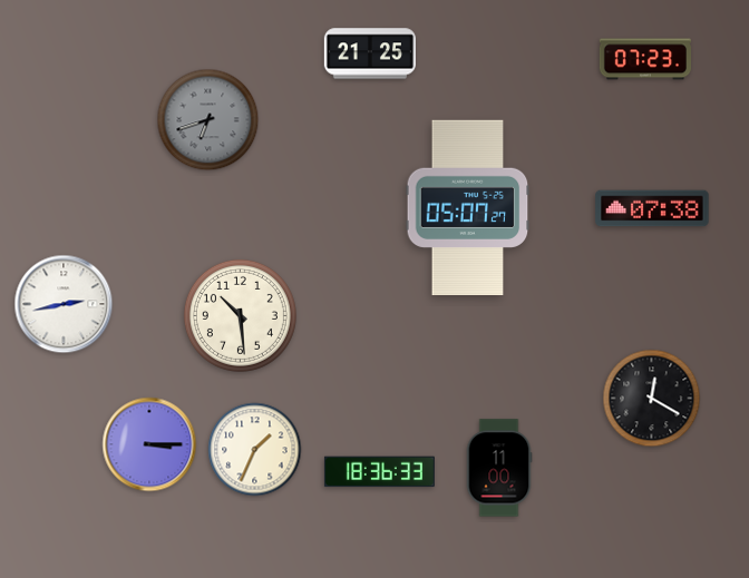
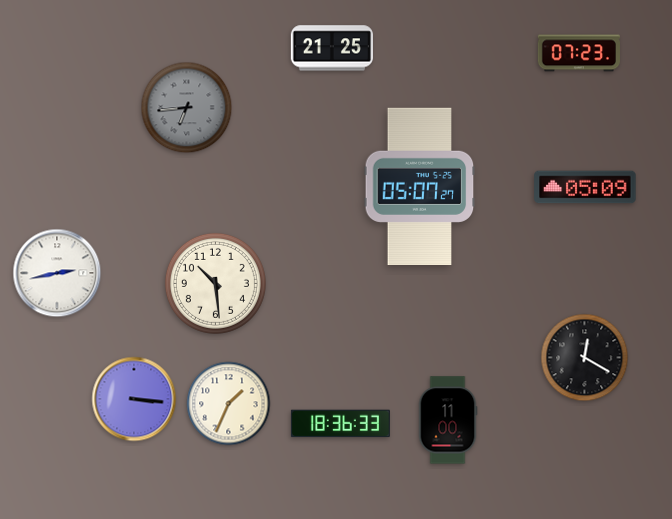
clock at (208, 120): 6:42 -> 6:44
clock at (652, 208): 07:38 -> 05:09
clock at (149, 444): 3:15 -> 3:16
